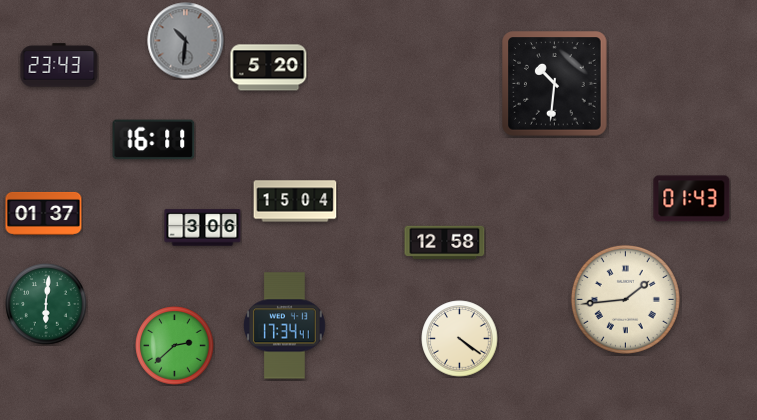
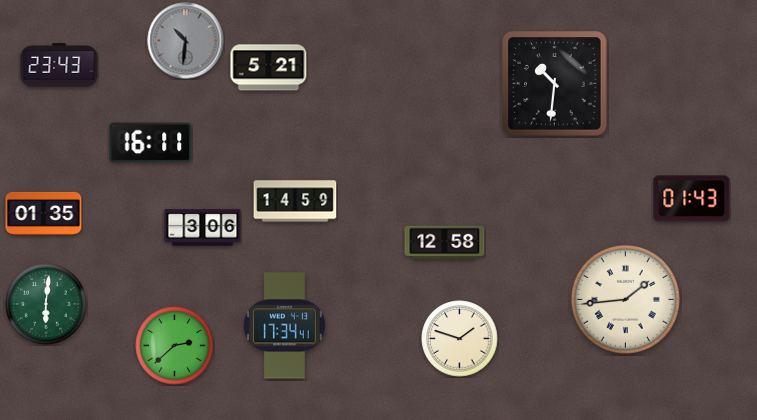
clock at (269, 68): 5:20 -> 5:21
clock at (154, 140) position: (154, 140) -> (151, 143)
clock at (295, 201): 15:04 -> 14:59
clock at (44, 213): 01:37 -> 01:35
clock at (460, 339): 4:21 -> 1:48
